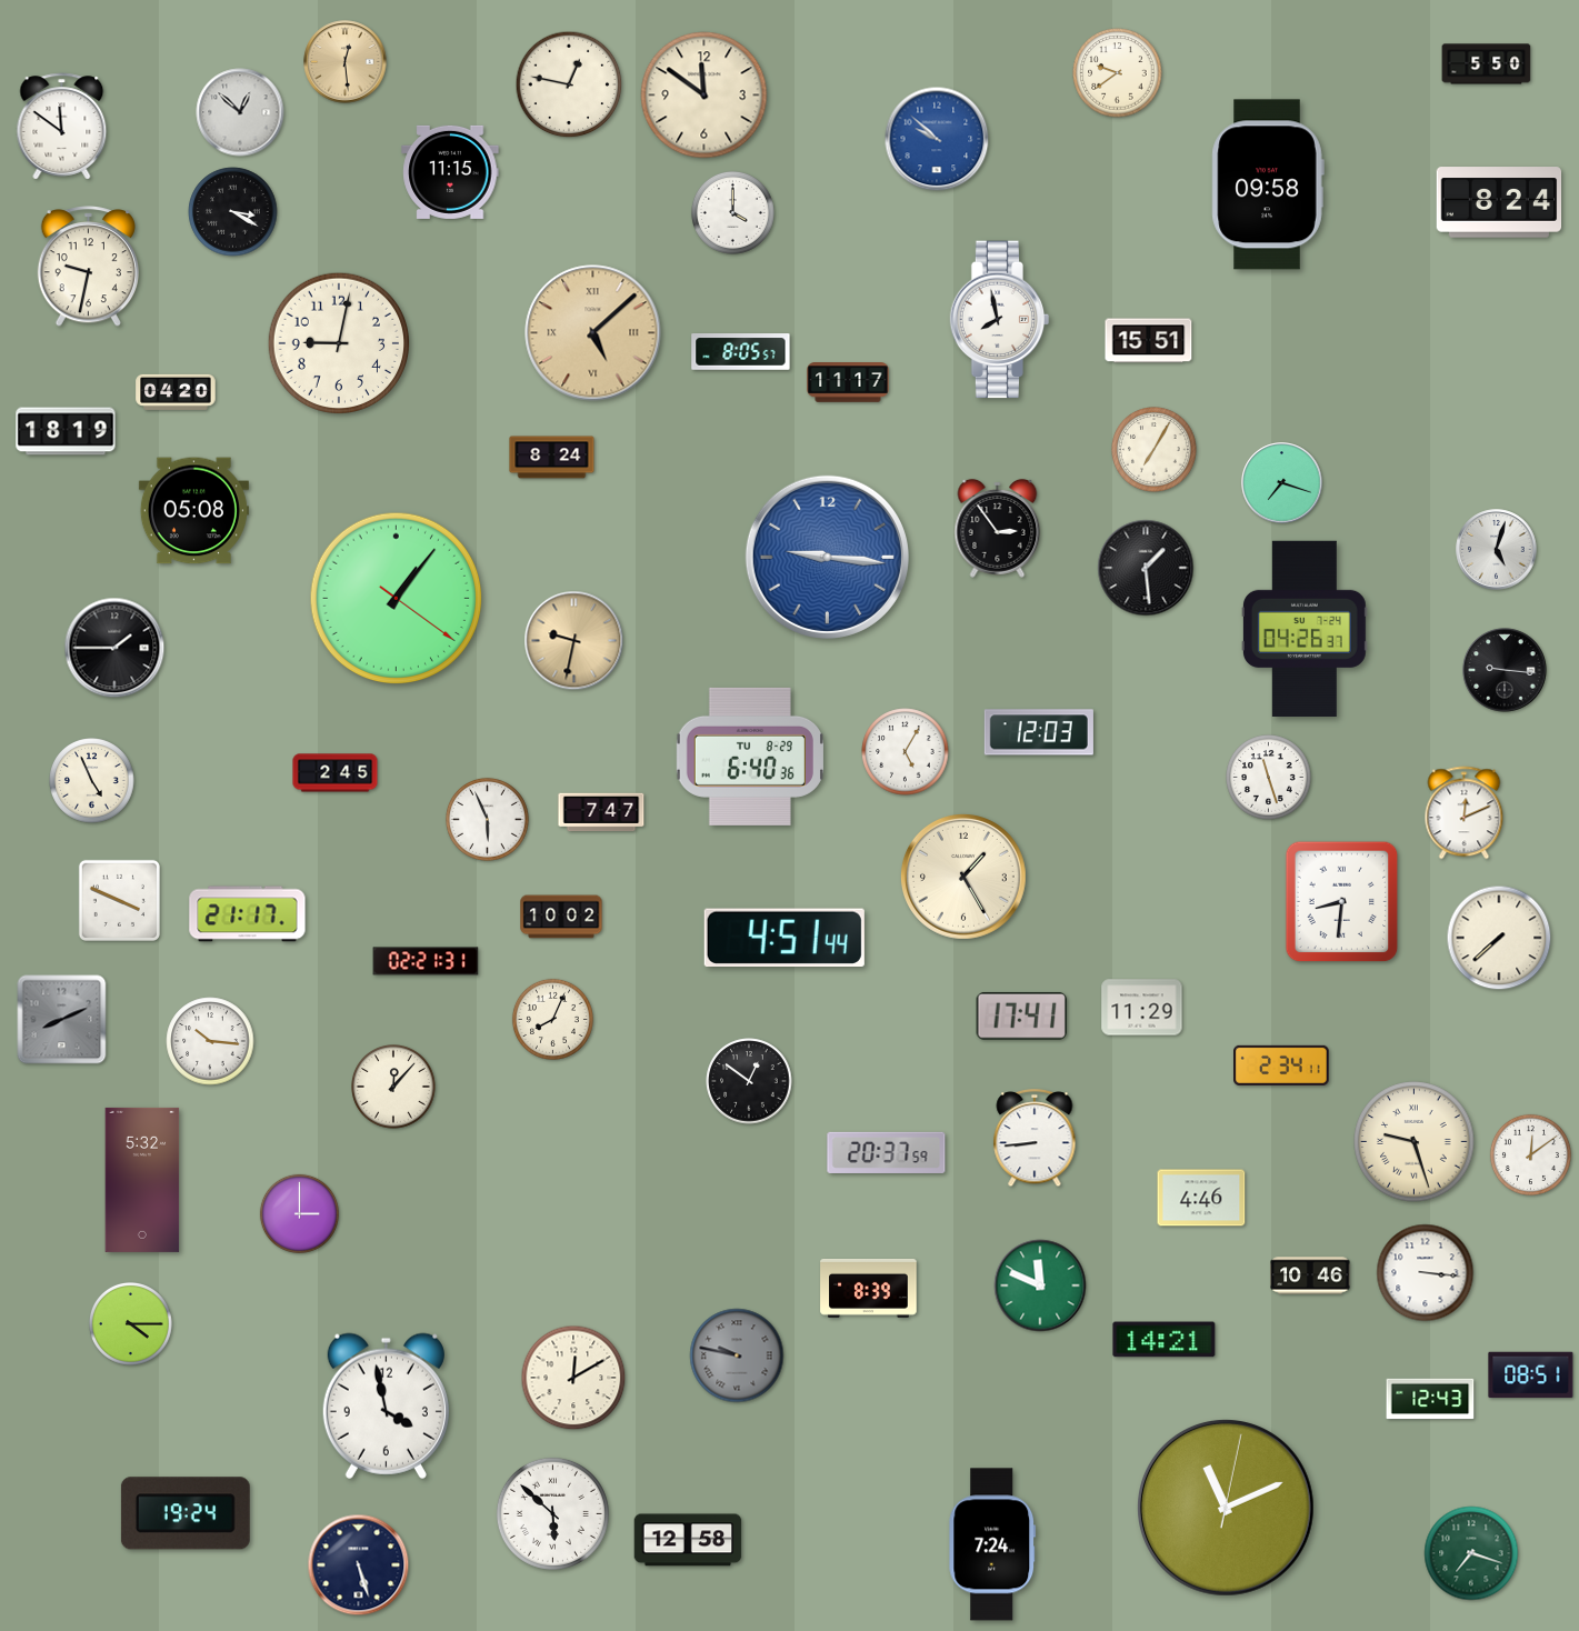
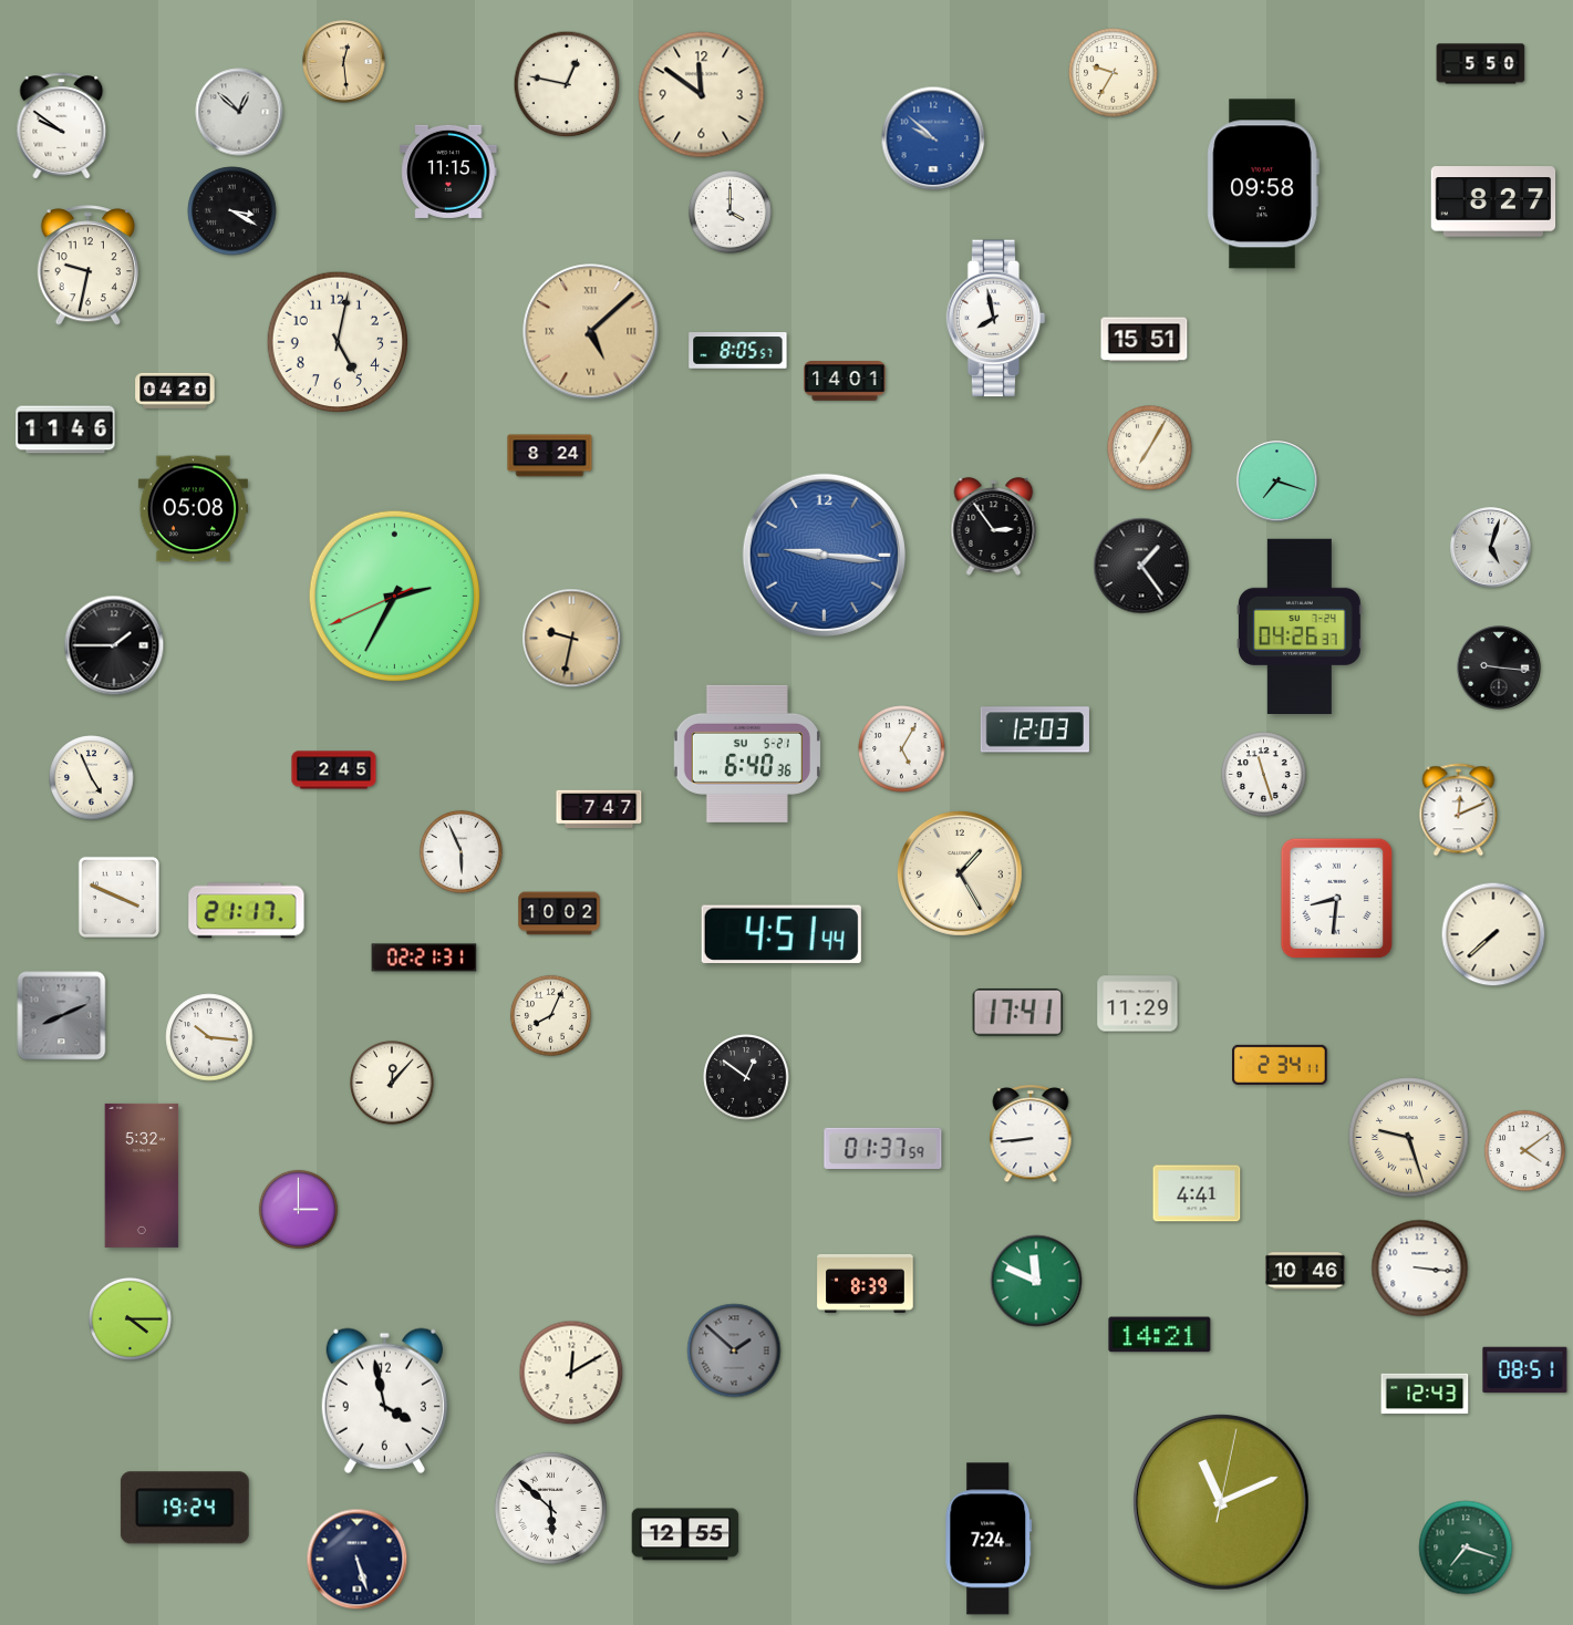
clock at (1118, 73): 9:39 -> 9:35
clock at (62, 127): 11:51 -> 9:51
clock at (1499, 202): 8:24 -> 8:27
clock at (338, 342): 9:02 -> 5:02
clock at (848, 382): 11:17 -> 14:01
clock at (66, 431): 18:19 -> 11:46
clock at (1146, 568): 1:29 -> 1:24
clock at (397, 599): 1:06 -> 2:34
clock at (750, 757) date: TU 8-29 -> SU 5-21
clock at (487, 819) position: (487, 819) -> (460, 851)
clock at (1282, 1065) position: (1282, 1065) -> (1281, 1065)
clock at (887, 1152): 20:37 -> 01:37
clock at (1530, 1154): 12:09 -> 4:09
clock at (1201, 1198): 4:46 -> 4:41
clock at (737, 1355): 9:47 -> 1:52
clock at (688, 1540): 12:58 -> 12:55
